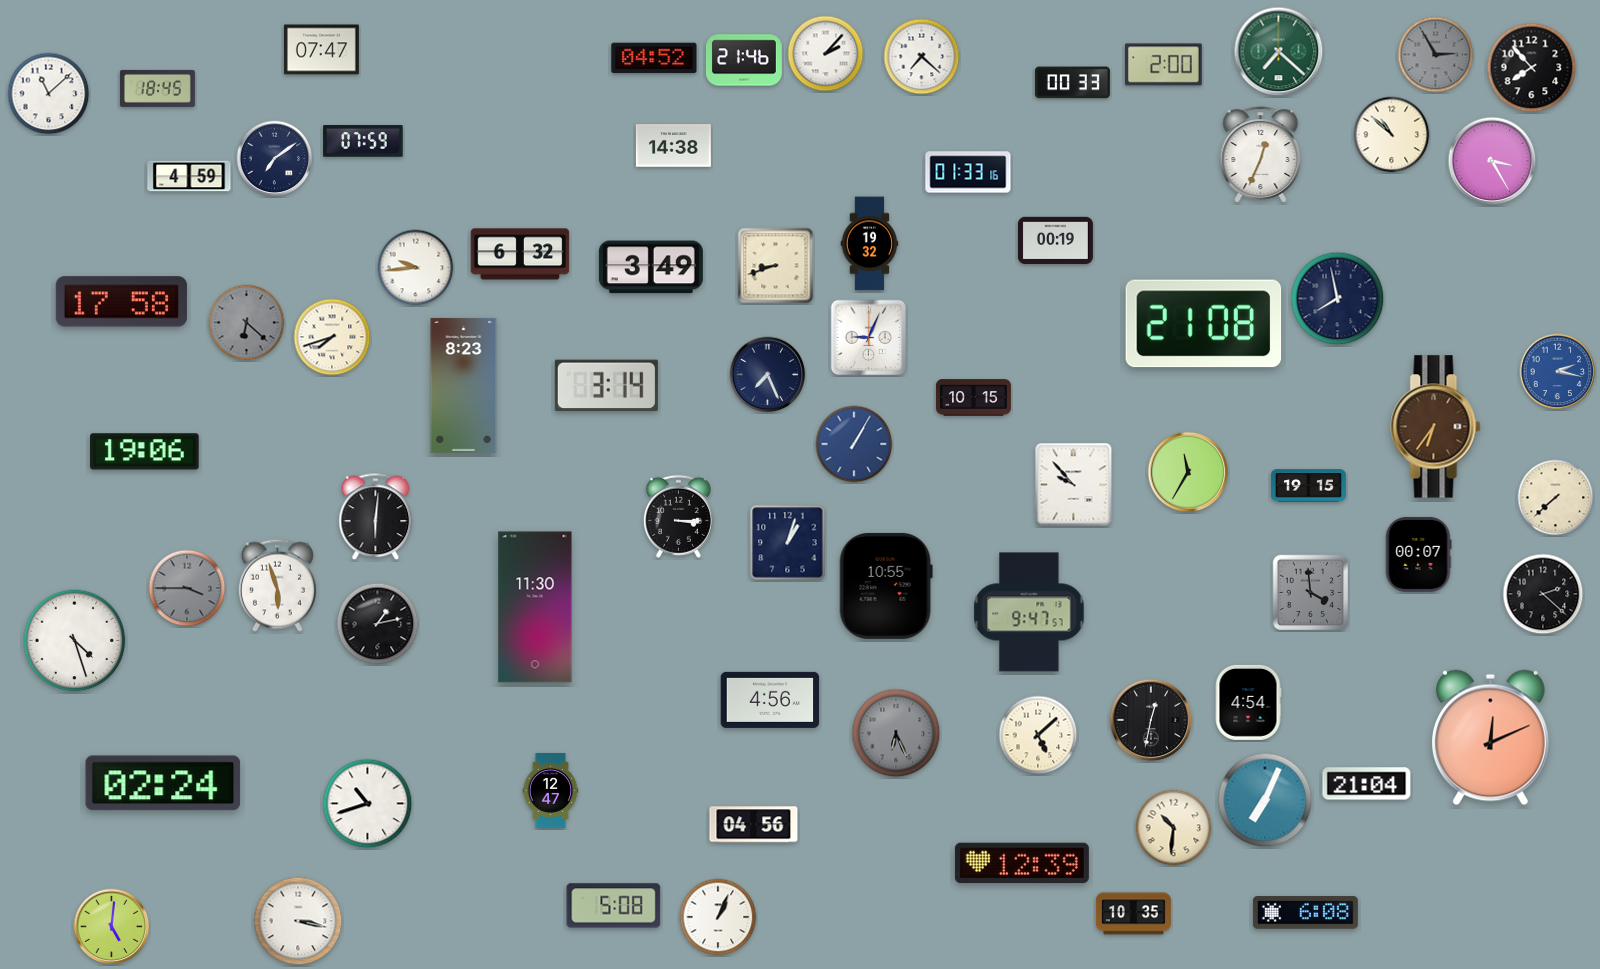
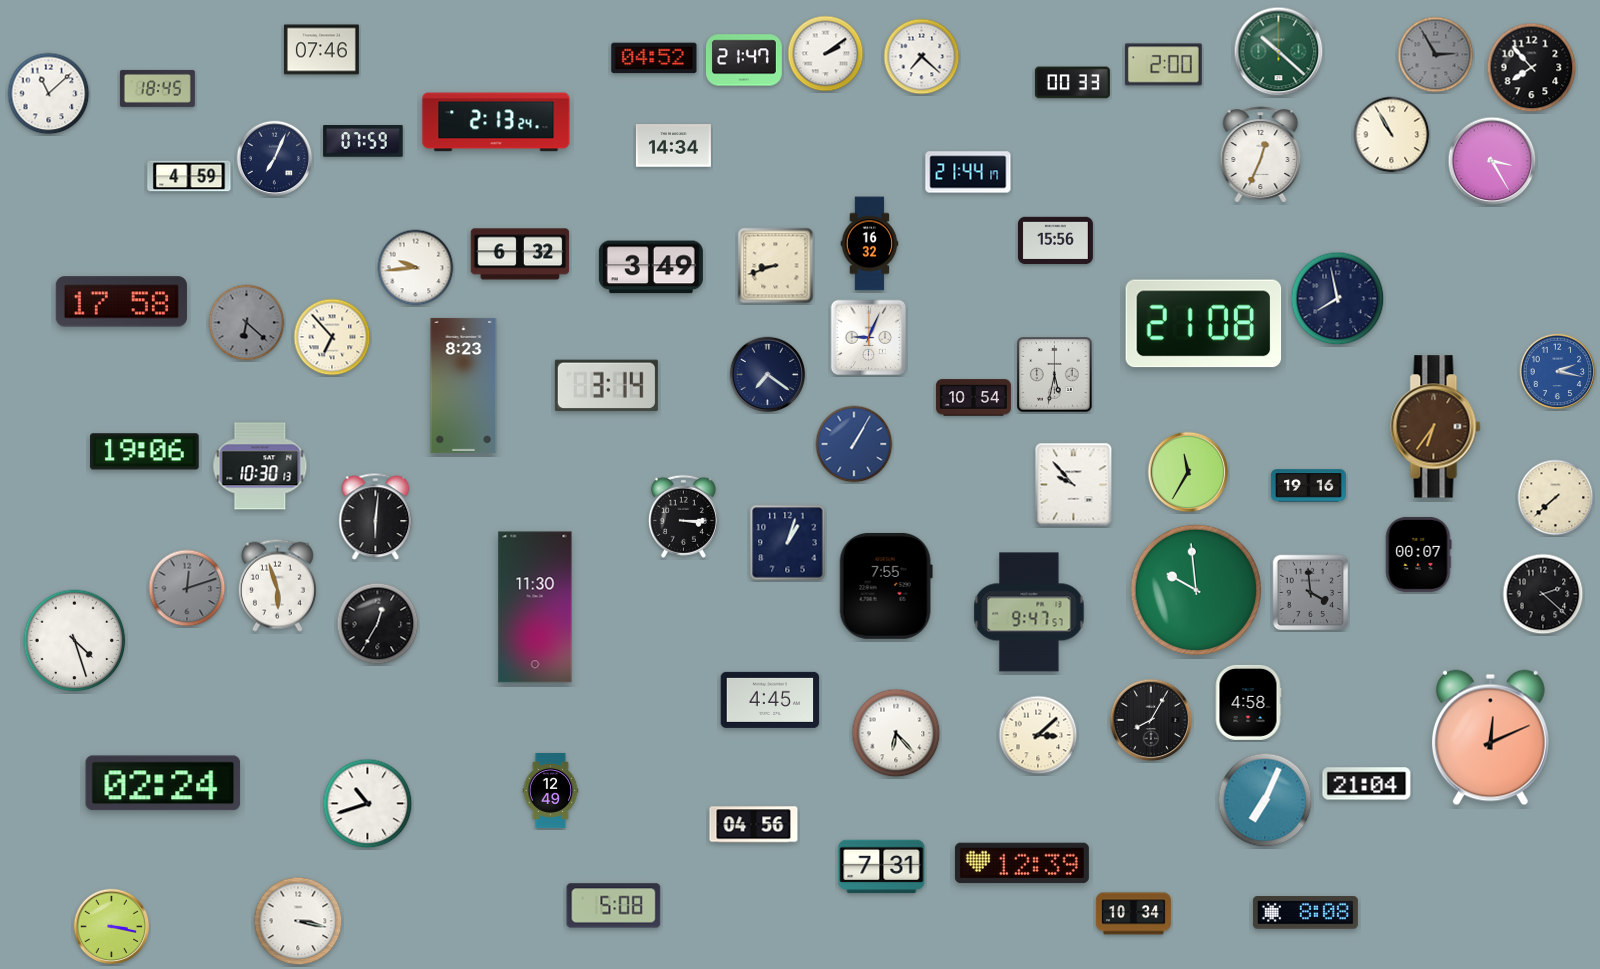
clock at (321, 50): 07:47 -> 07:46
clock at (1279, 52): 7:22 -> 10:22
clock at (826, 54): 2:07 -> 2:09
clock at (744, 60): 21:46 -> 21:47
clock at (496, 122): none -> 2:13
clock at (1392, 135): 10:52 -> 10:55
clock at (673, 146): 14:38 -> 14:34
clock at (275, 159): 7:09 -> 7:04
clock at (968, 172): 01:33 -> 21:44
clock at (1055, 241): 00:19 -> 15:56
clock at (870, 244): 19:32 -> 16:32
clock at (332, 337): 7:42 -> 6:53
clock at (768, 375): 7:26 -> 7:21
clock at (1055, 375): none -> 5:32
clock at (973, 398): 10:15 -> 10:54
clock at (260, 466): none -> 10:30
clock at (1308, 486): 19:15 -> 19:16
clock at (678, 516) position: (678, 516) -> (683, 516)
clock at (886, 586): 10:55 -> 7:55
clock at (187, 588): 3:45 -> 12:12
clock at (1195, 589): none -> 9:59
clock at (378, 624): 1:13 -> 12:35
clock at (770, 700): 4:56 -> 4:45
clock at (1248, 702): 4:54 -> 4:58
clock at (1151, 720): 12:32 -> 8:05
clock at (896, 733): 6:26 -> 6:23
clock at (896, 733) dial: grey -> white
clock at (1038, 735): 5:08 -> 3:08
clock at (551, 790): 12:47 -> 12:49
clock at (1174, 828): 10:31 -> none
clock at (882, 867): none -> 7:31
clock at (1305, 913): 6:08 -> 8:08
clock at (1133, 914): 10:35 -> 10:34
clock at (718, 917): 1:04 -> none
clock at (112, 927): 5:01 -> 3:17
